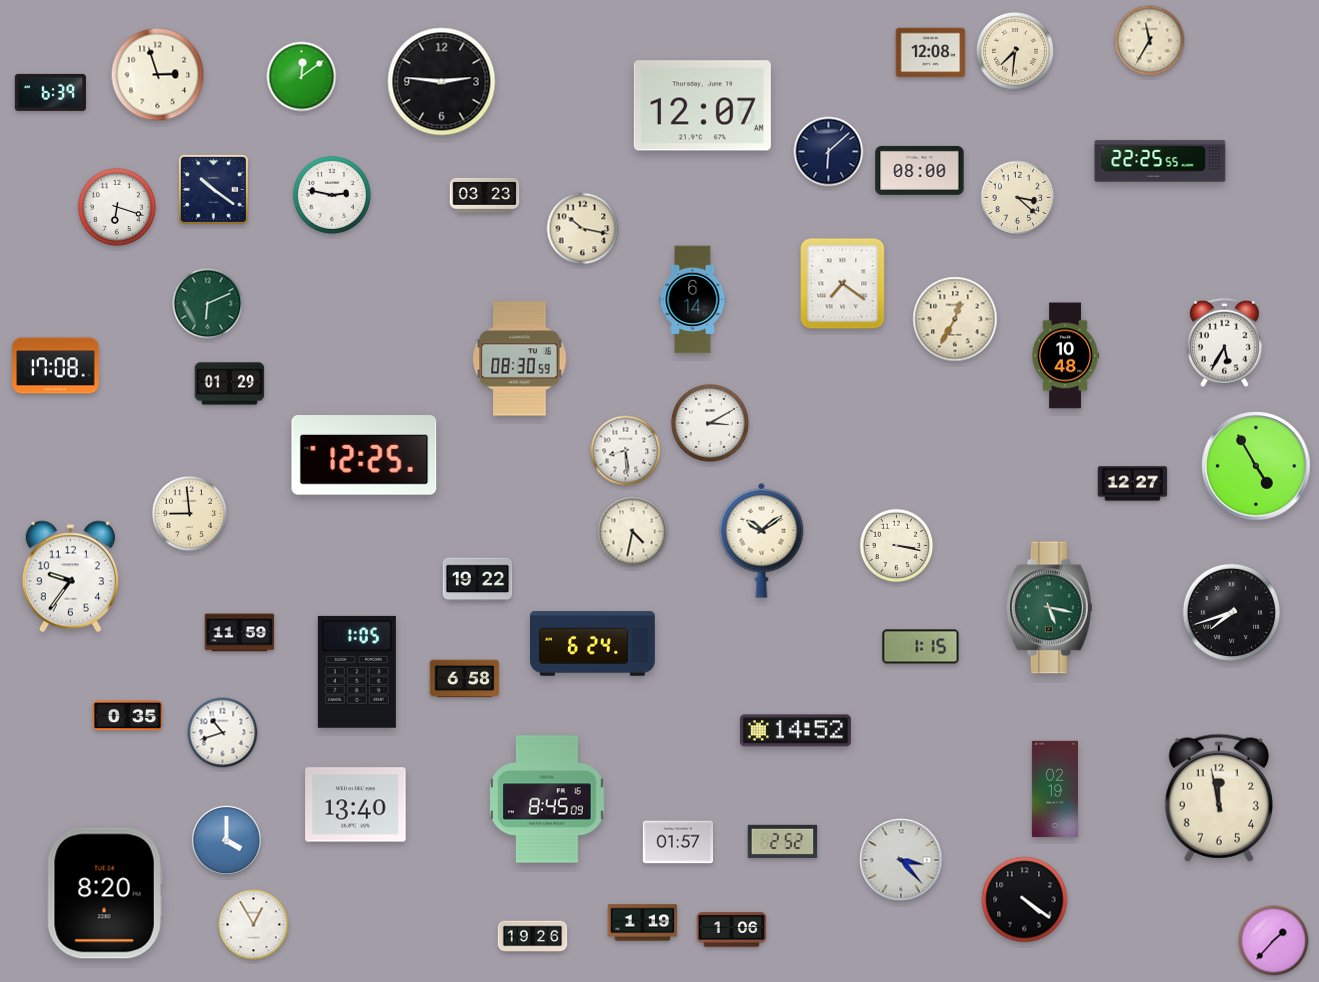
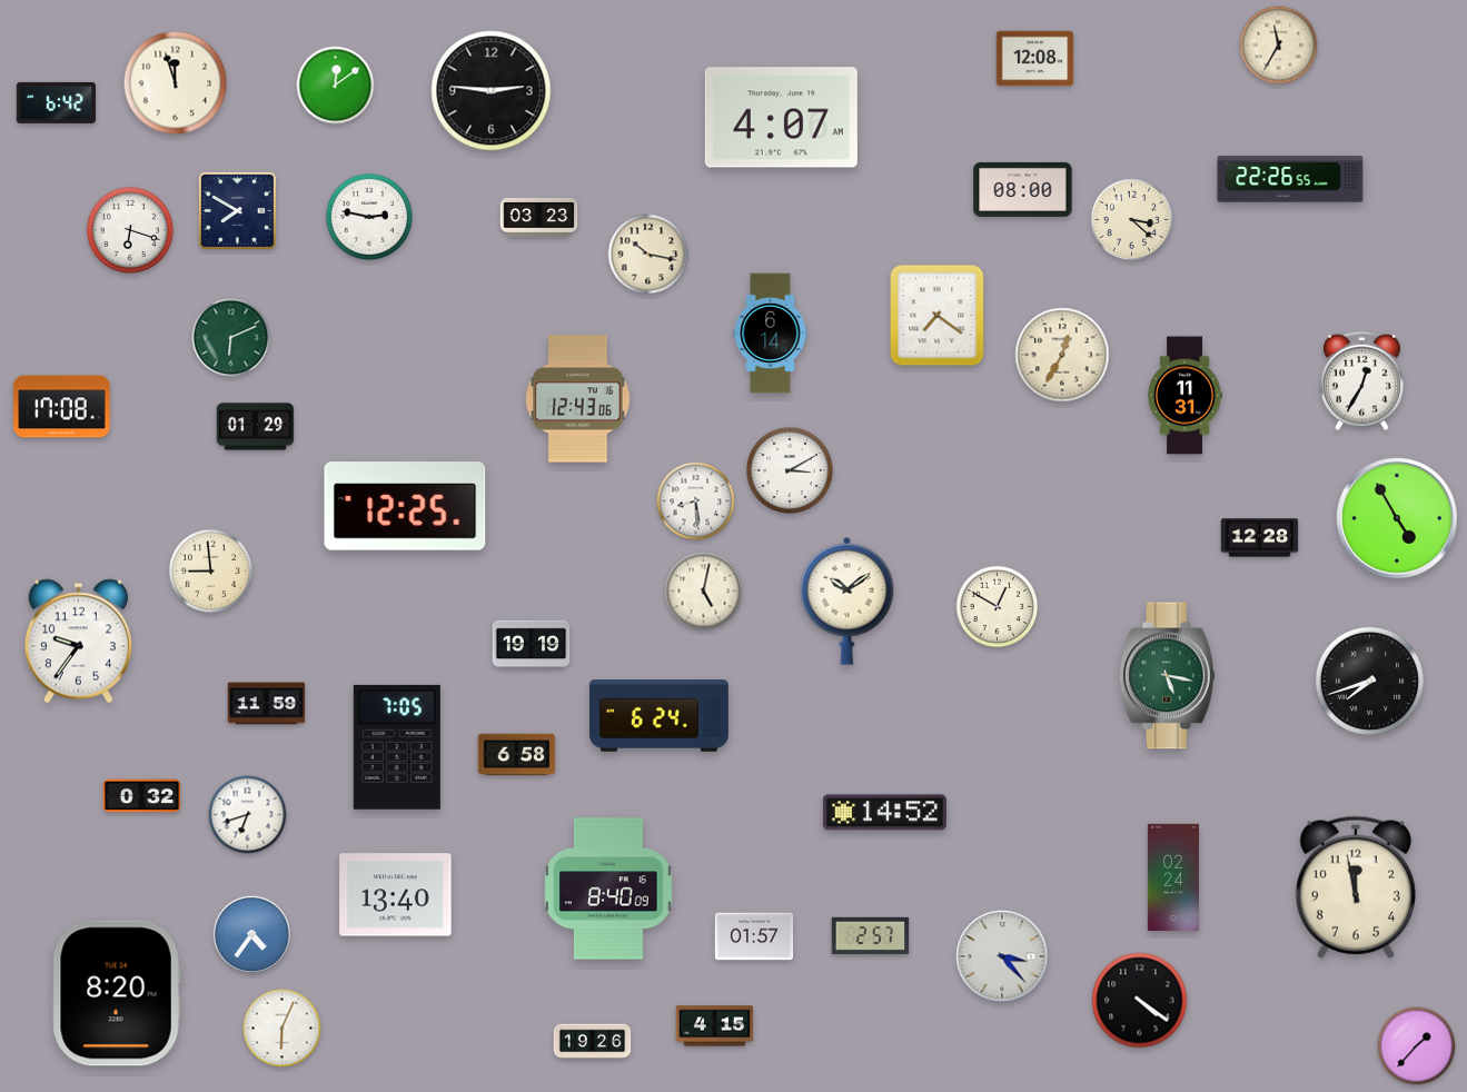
clock at (1015, 51): 7:31 -> none
clock at (158, 75): 2:57 -> 11:57
clock at (50, 92): 6:39 -> 6:42
clock at (702, 106): 12:07 -> 4:07
clock at (829, 152): 6:08 -> none
clock at (1160, 161): 22:25 -> 22:26
clock at (213, 189): 10:21 -> 7:50
clock at (1225, 343): 5:35 -> 12:35
clock at (1065, 356): 10:48 -> 11:31
clock at (520, 359): 08:30 -> 12:43
clock at (1133, 484): 12:27 -> 12:28
clock at (633, 532): 4:32 -> 5:02
clock at (897, 546): 3:17 -> 12:50
clock at (478, 580): 19:22 -> 19:19
clock at (921, 647): 1:15 -> none
clock at (357, 672): 1:05 -> 7:05
clock at (128, 716): 0:35 -> 0:32
clock at (223, 733): 10:42 -> 6:42
clock at (1055, 789): 02:19 -> 02:24
clock at (547, 799): 8:45 -> 8:40
clock at (227, 841): 4:00 -> 4:36
clock at (783, 842): 2:52 -> 2:57
clock at (643, 923): 1:19 -> 4:15
clock at (254, 925): 12:55 -> 6:04
clock at (732, 930): 1:06 -> none
